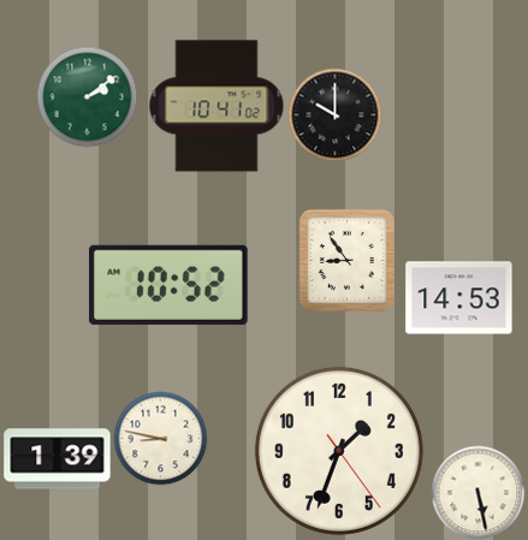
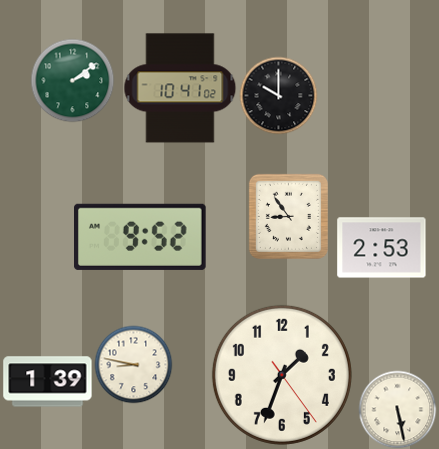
clock at (170, 285): 10:52 -> 9:52
clock at (459, 298): 14:53 -> 2:53
